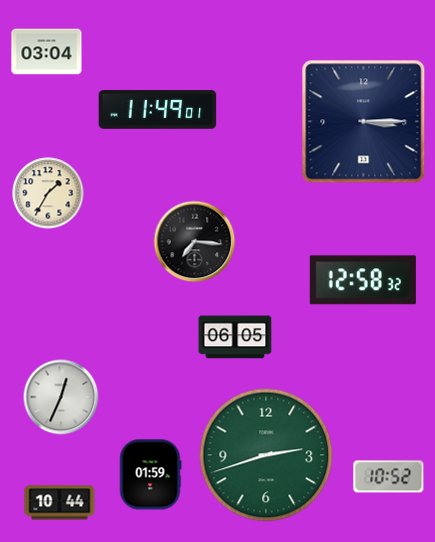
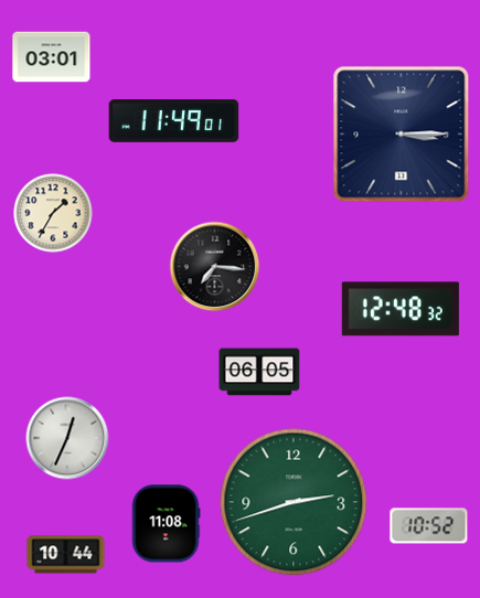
clock at (47, 52): 03:04 -> 03:01
clock at (363, 280): 12:58 -> 12:48
clock at (150, 475): 01:59 -> 11:08
